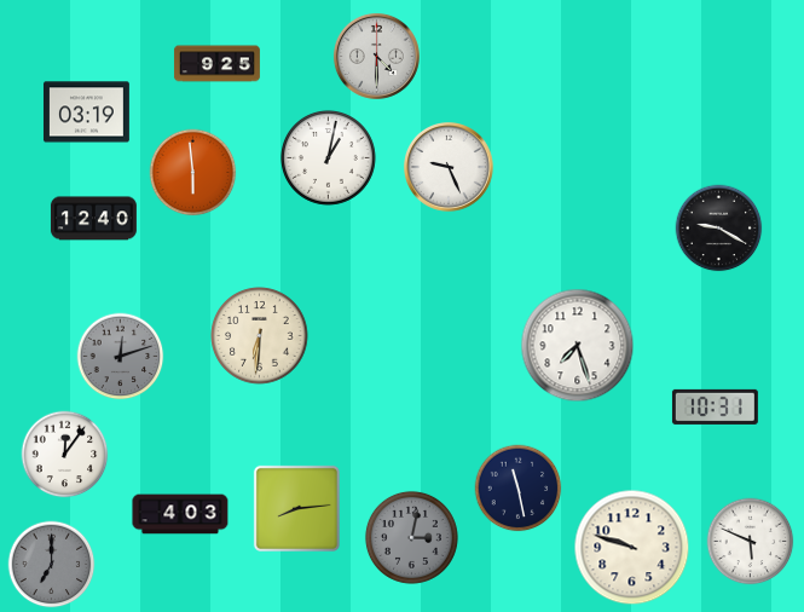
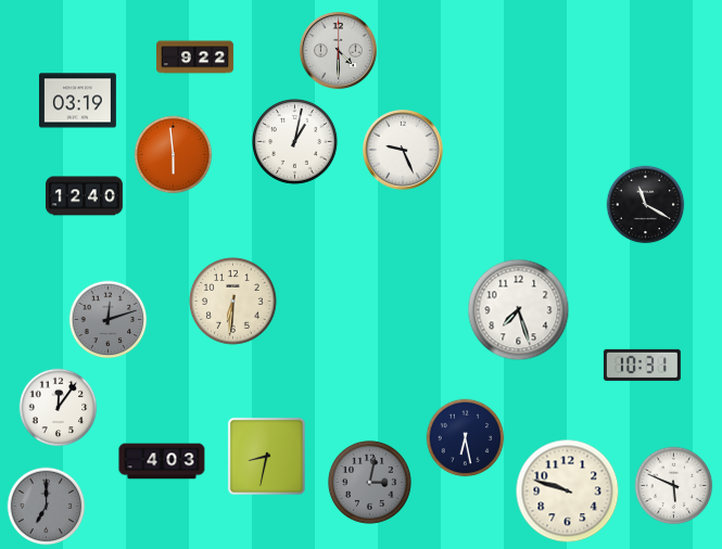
clock at (216, 64): 9:25 -> 9:22
clock at (719, 229): 9:20 -> 11:20
clock at (519, 489): 11:28 -> 6:28
clock at (296, 508): 8:14 -> 8:32
